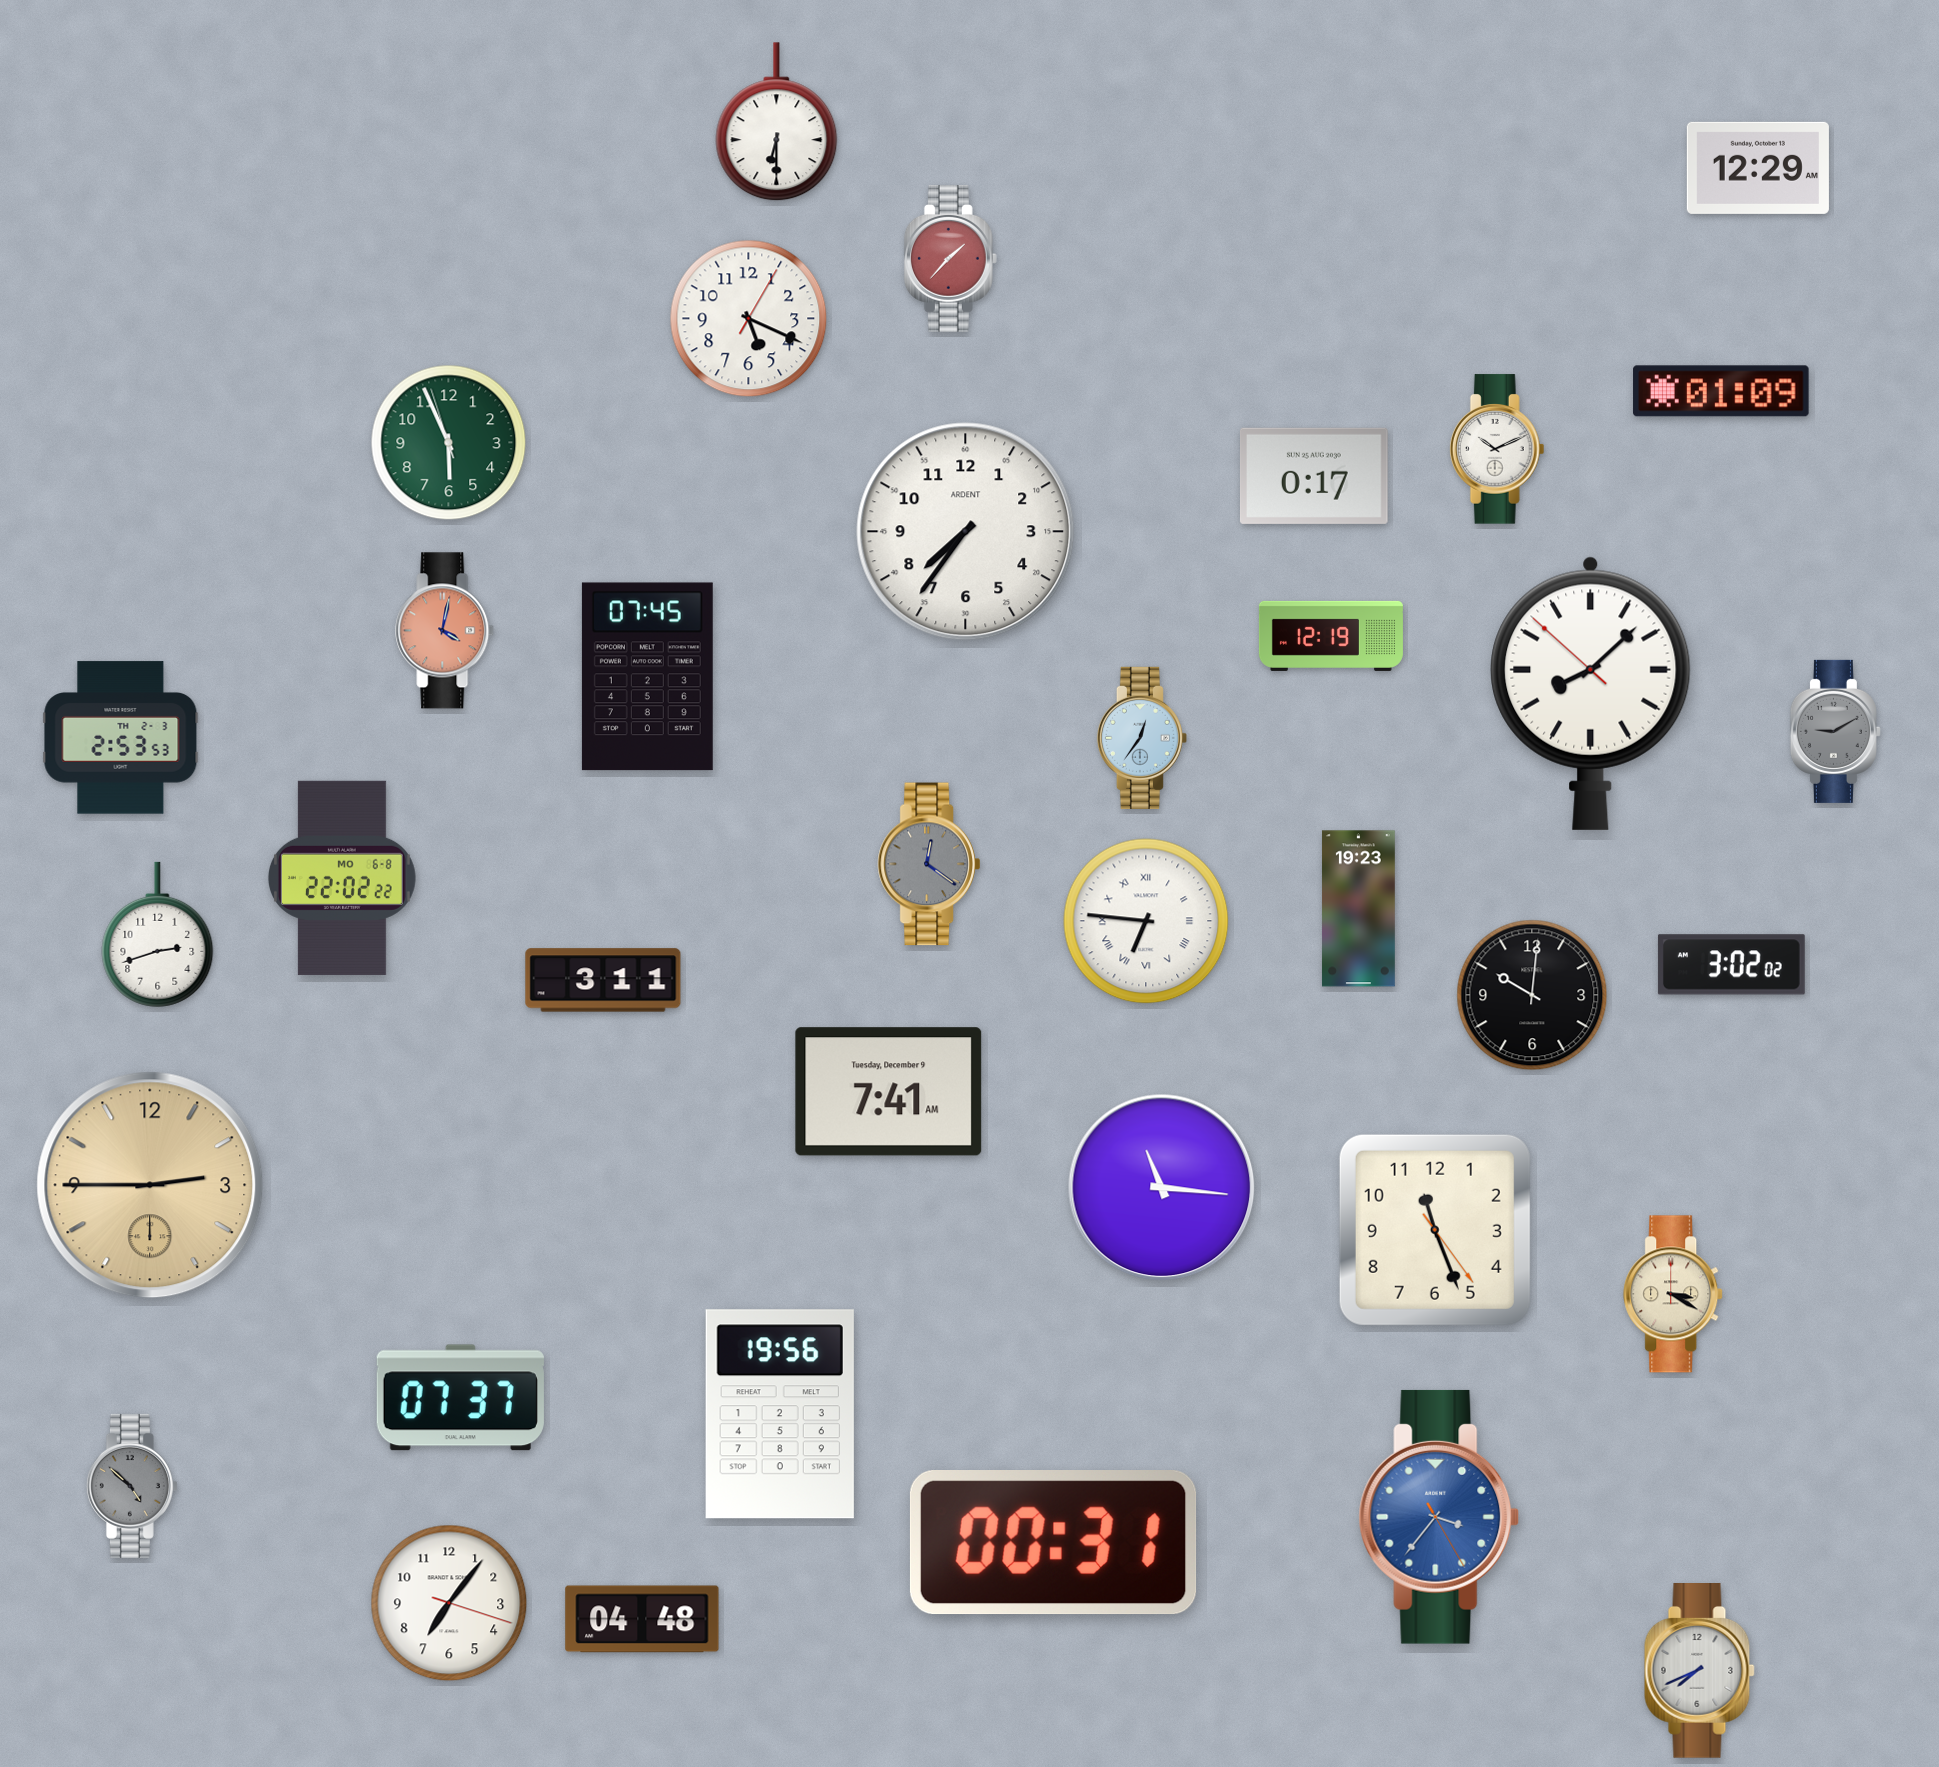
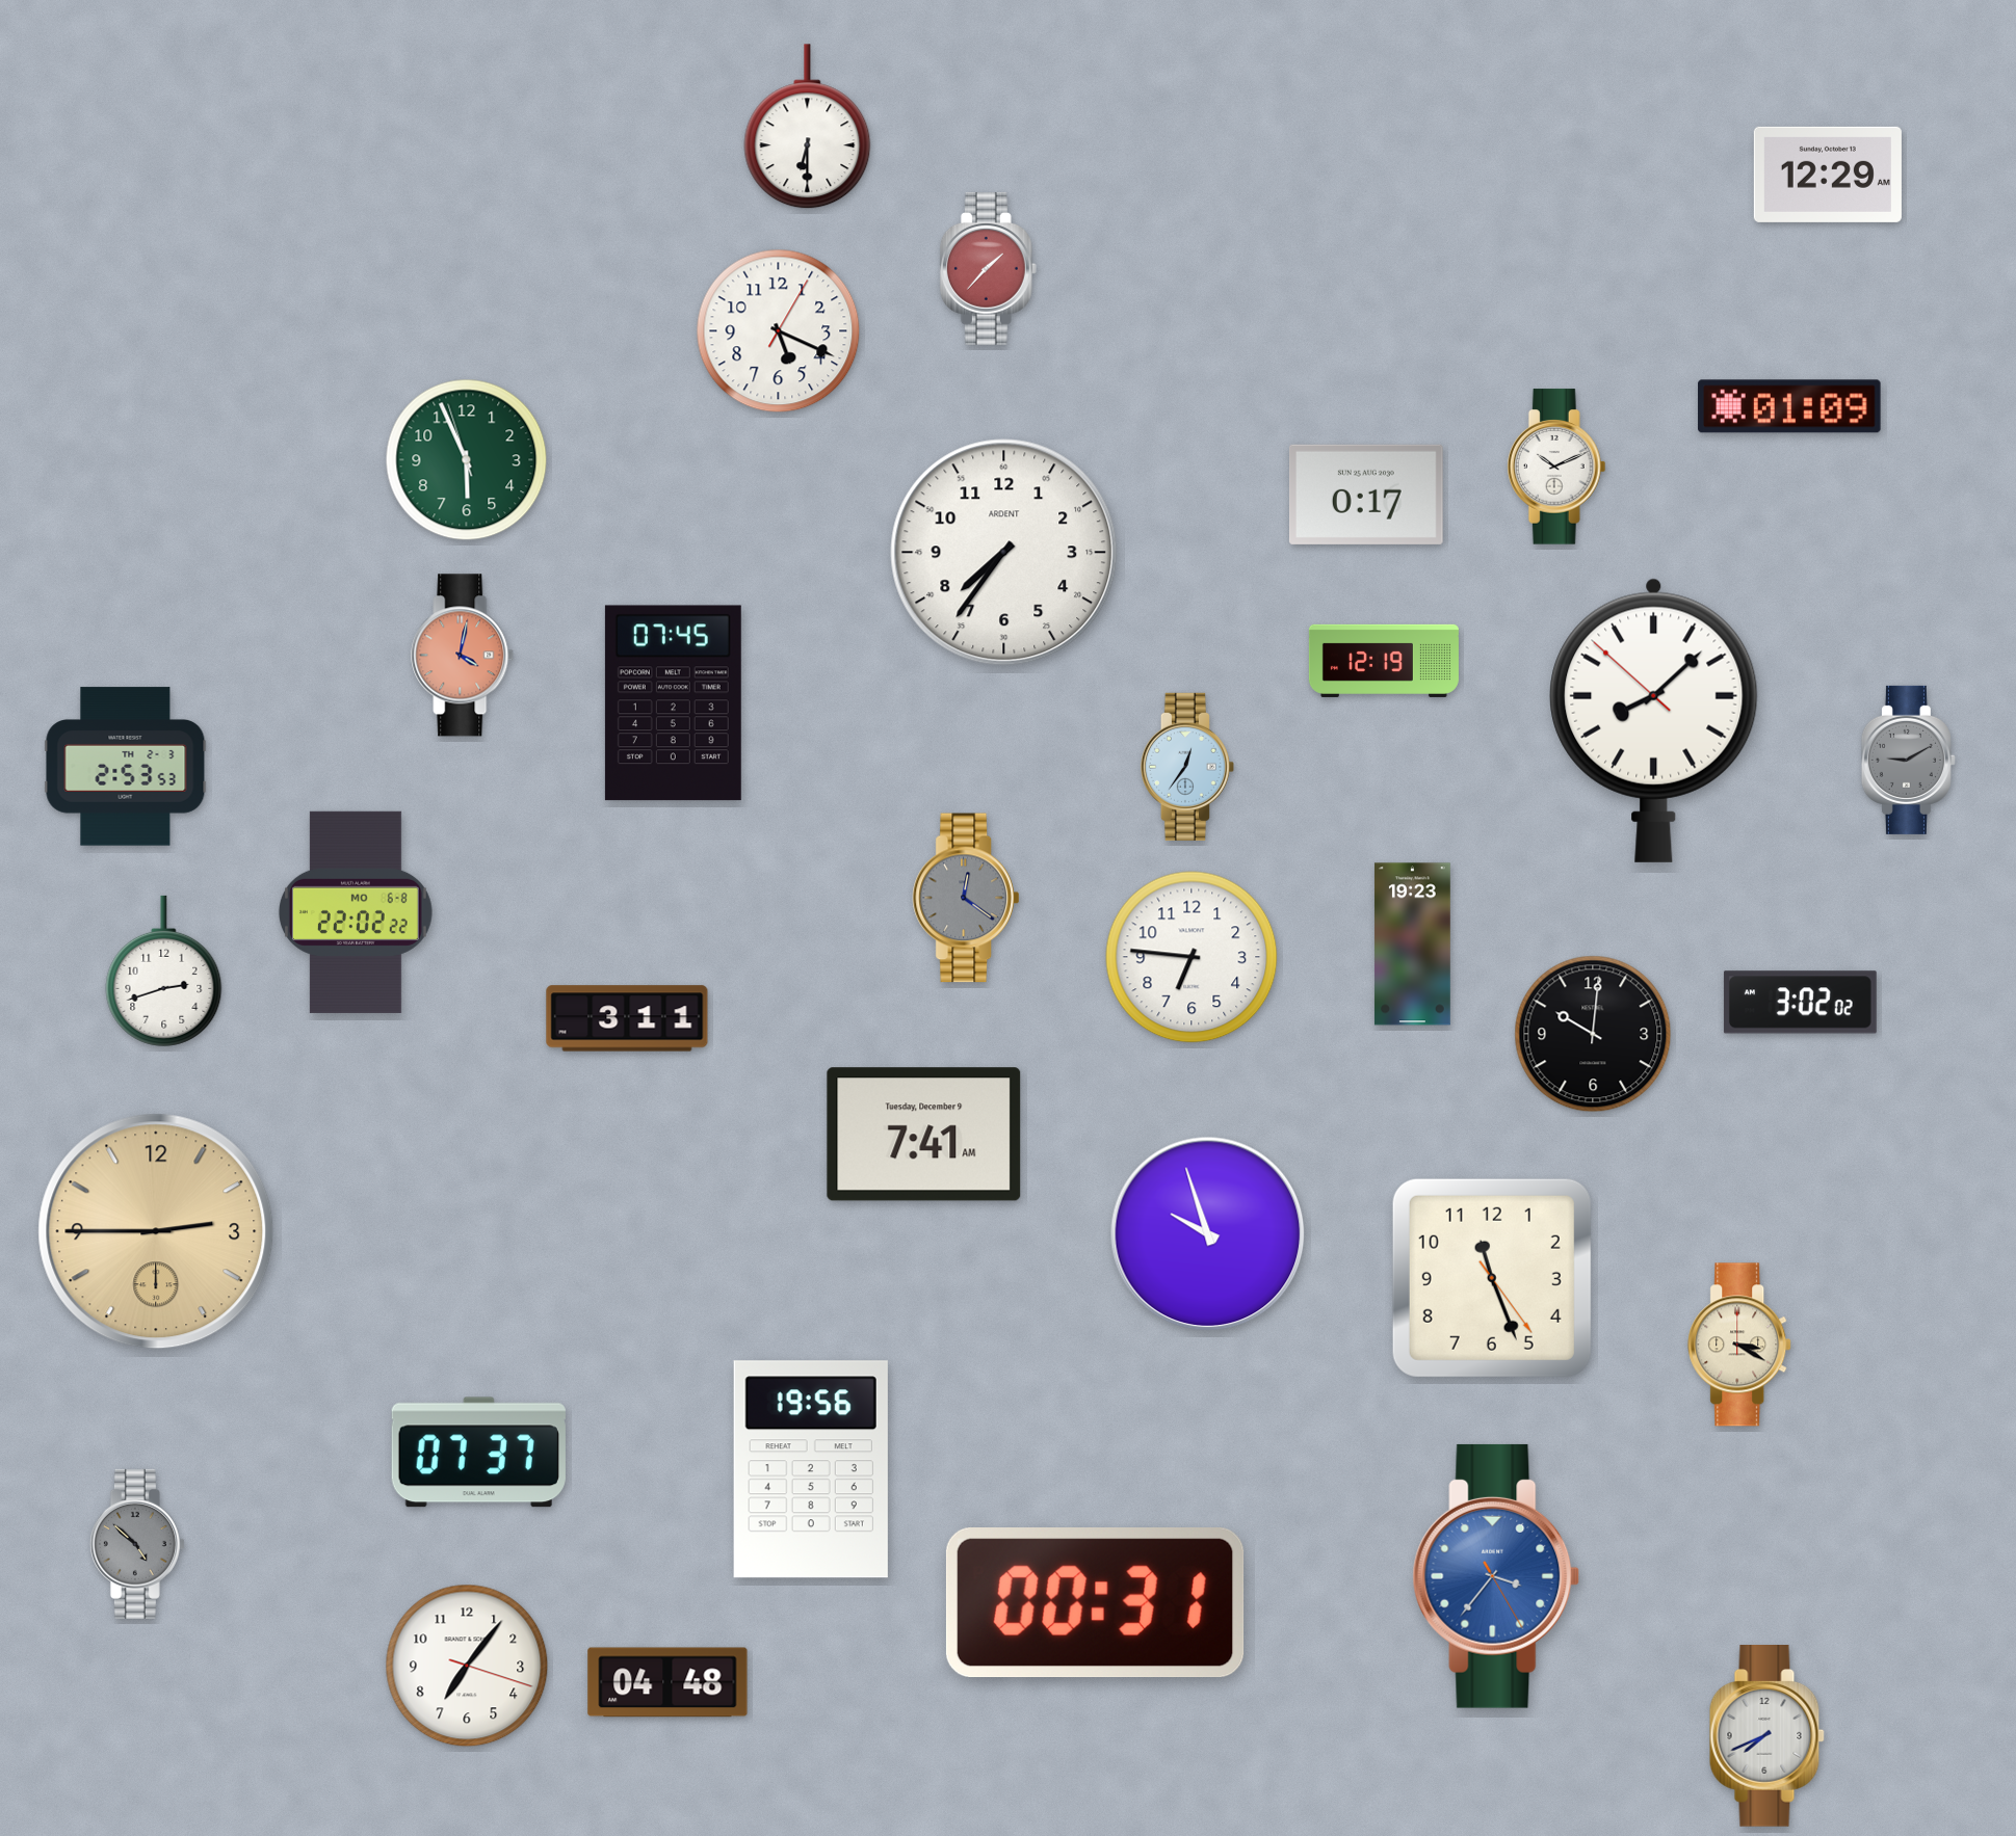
clock at (1146, 921) numerals: Roman -> Arabic
clock at (1162, 1188): 11:16 -> 9:57
